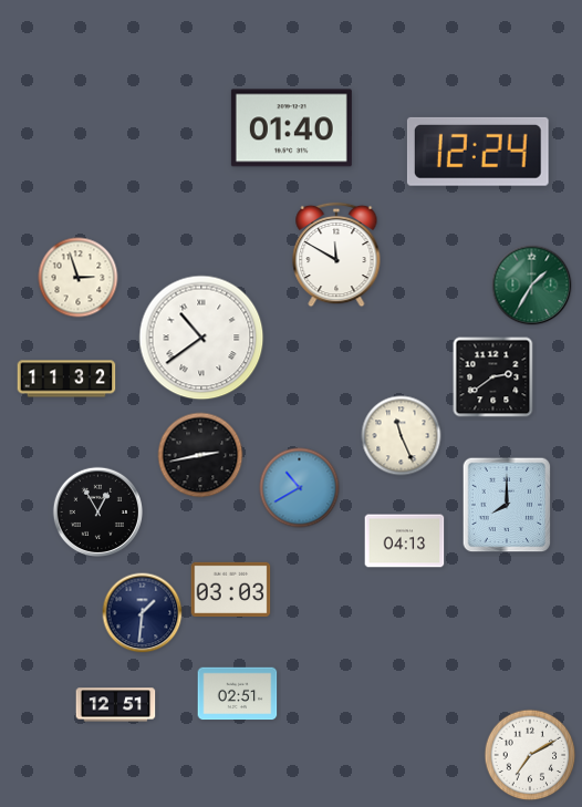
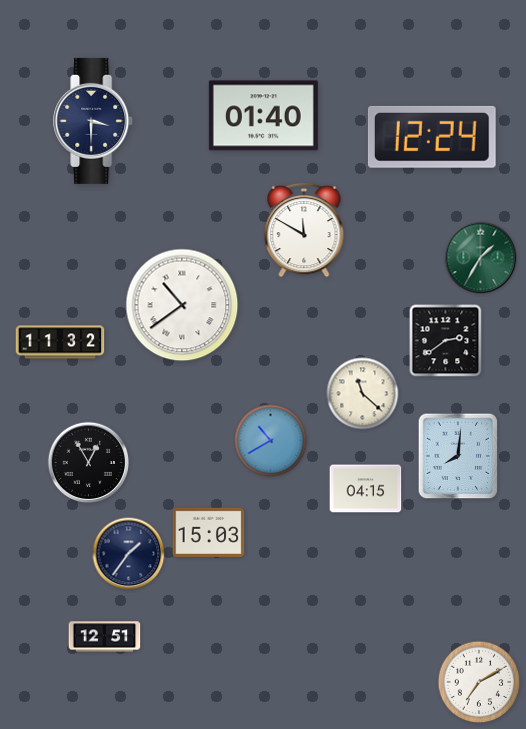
clock at (94, 121): none -> 3:30
clock at (79, 278): 2:57 -> none
clock at (402, 436): 11:26 -> 11:22
clock at (200, 455): 2:43 -> none
clock at (507, 505): 8:00 -> 8:01
clock at (405, 541): 04:13 -> 04:15
clock at (231, 589): 03:03 -> 15:03
clock at (143, 613): 1:31 -> 1:36
clock at (238, 694): 02:51 -> none
